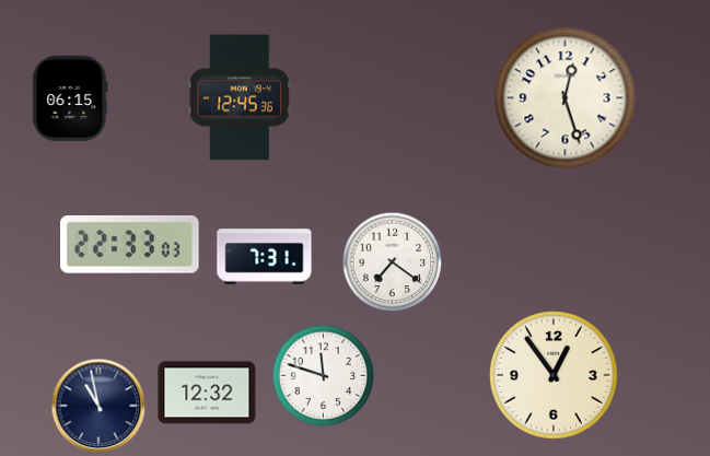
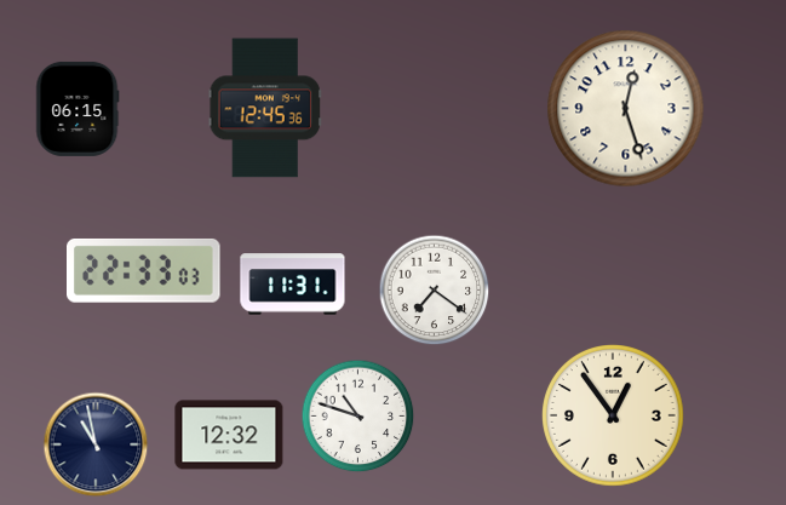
clock at (265, 257): 7:31 -> 11:31
clock at (324, 376): 11:48 -> 10:48
clock at (98, 406) position: (98, 406) -> (96, 444)
